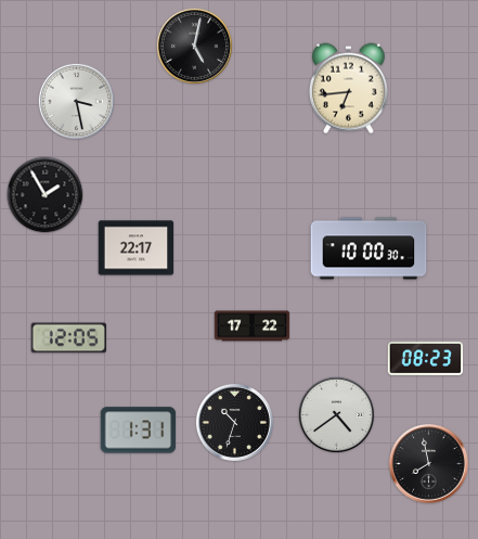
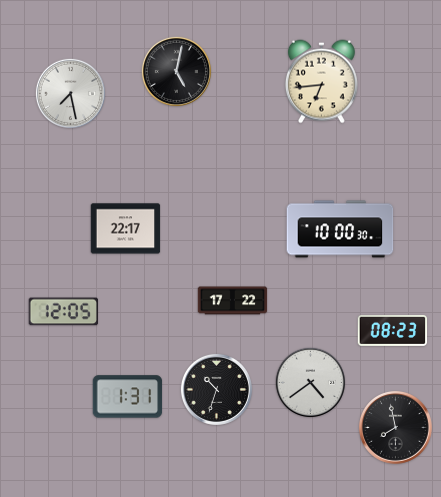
clock at (194, 46) position: (194, 46) -> (176, 71)
clock at (76, 101): 3:28 -> 7:28
clock at (46, 195): 1:55 -> none
